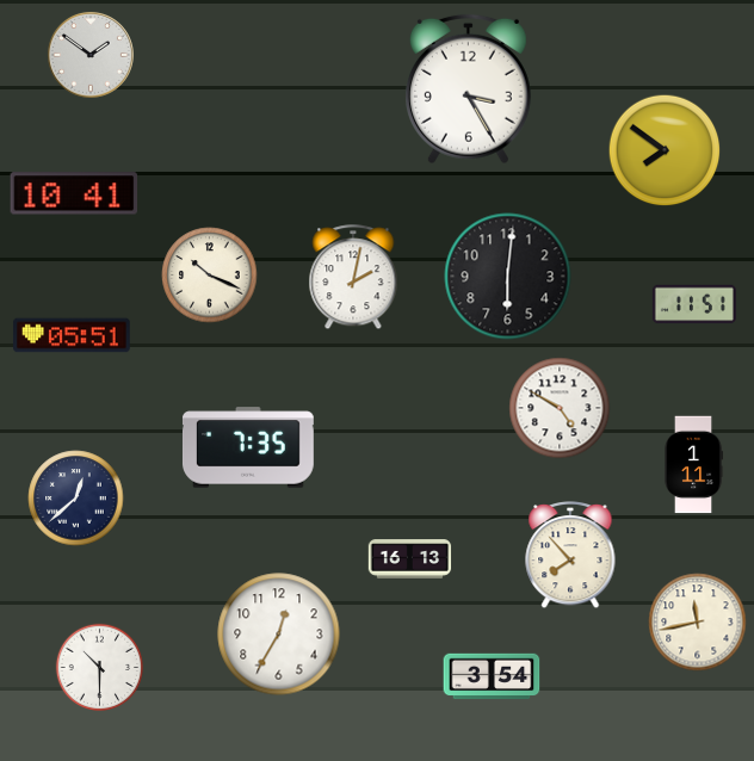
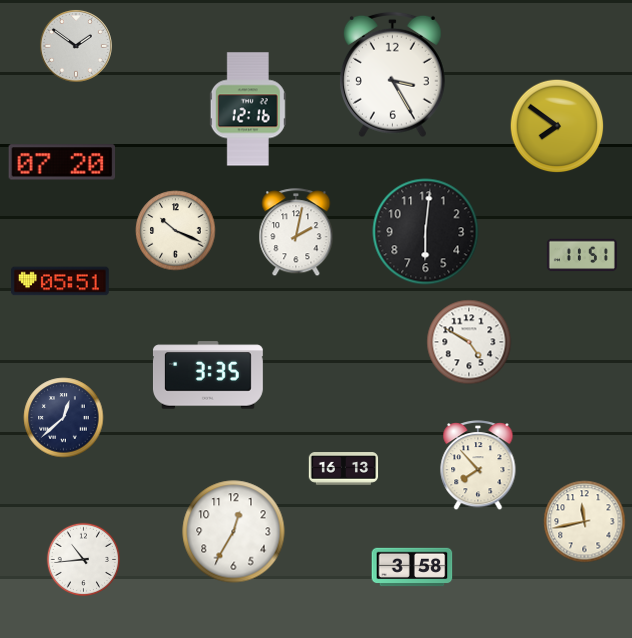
clock at (248, 109): none -> 12:16
clock at (74, 193): 10:41 -> 07:20
clock at (248, 447): 7:35 -> 3:35
clock at (694, 465): 1:11 -> none
clock at (100, 667): 10:30 -> 10:44
clock at (492, 676): 3:54 -> 3:58
